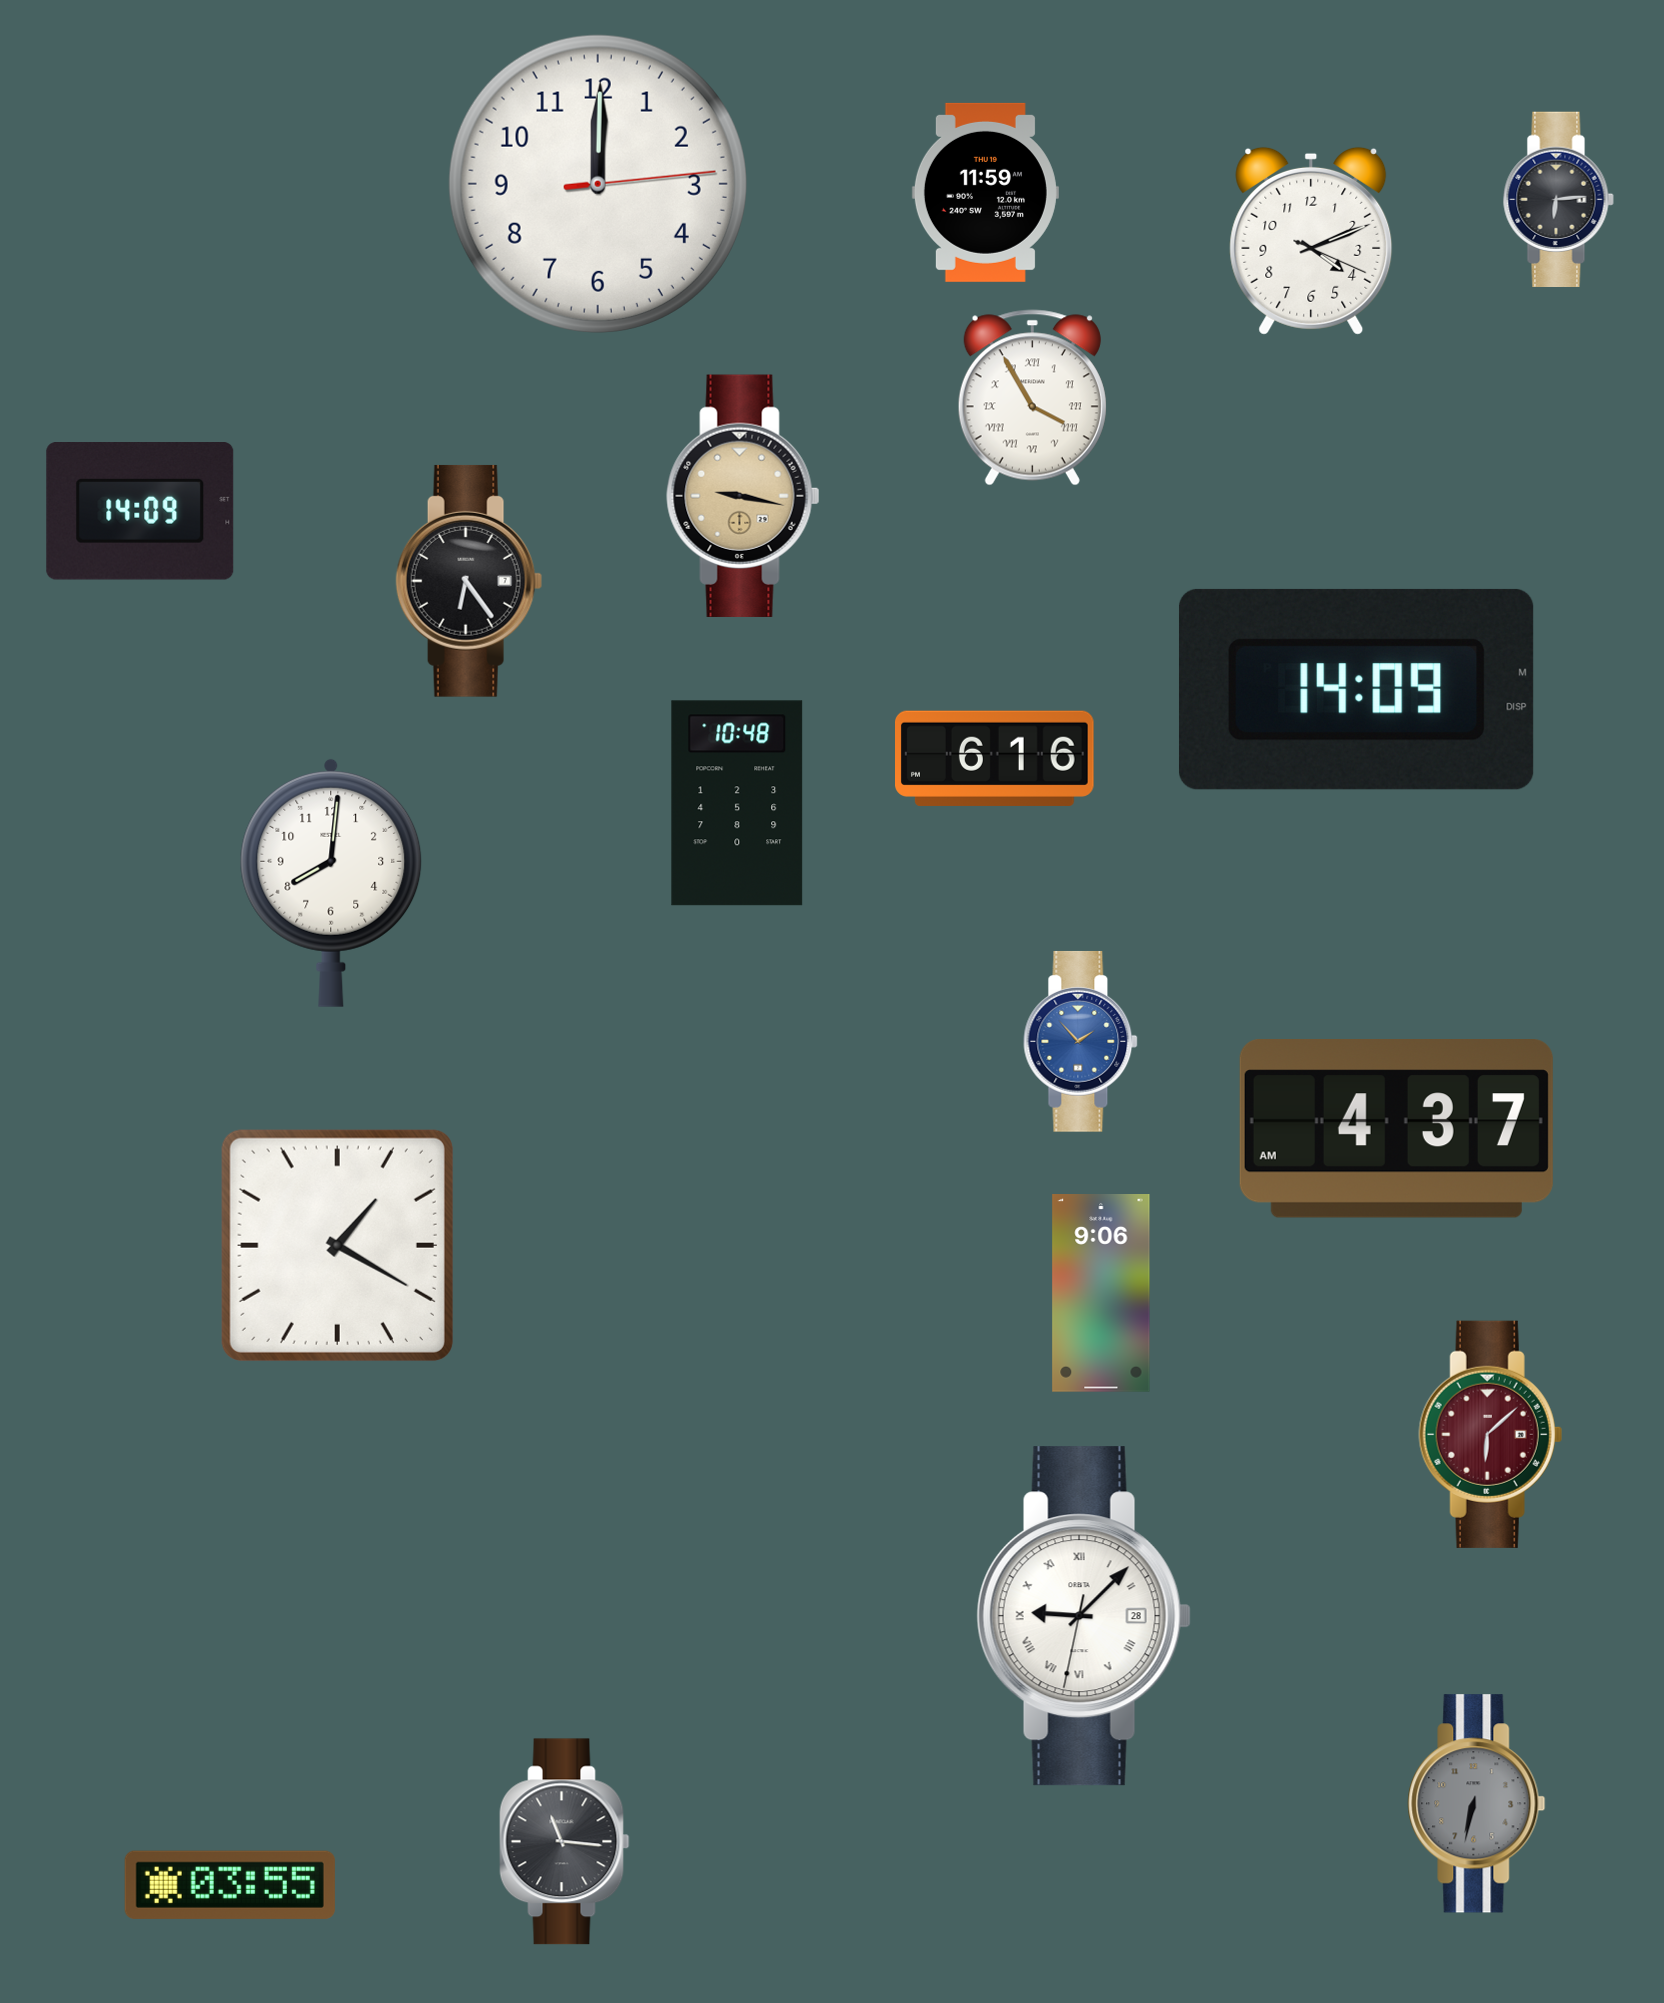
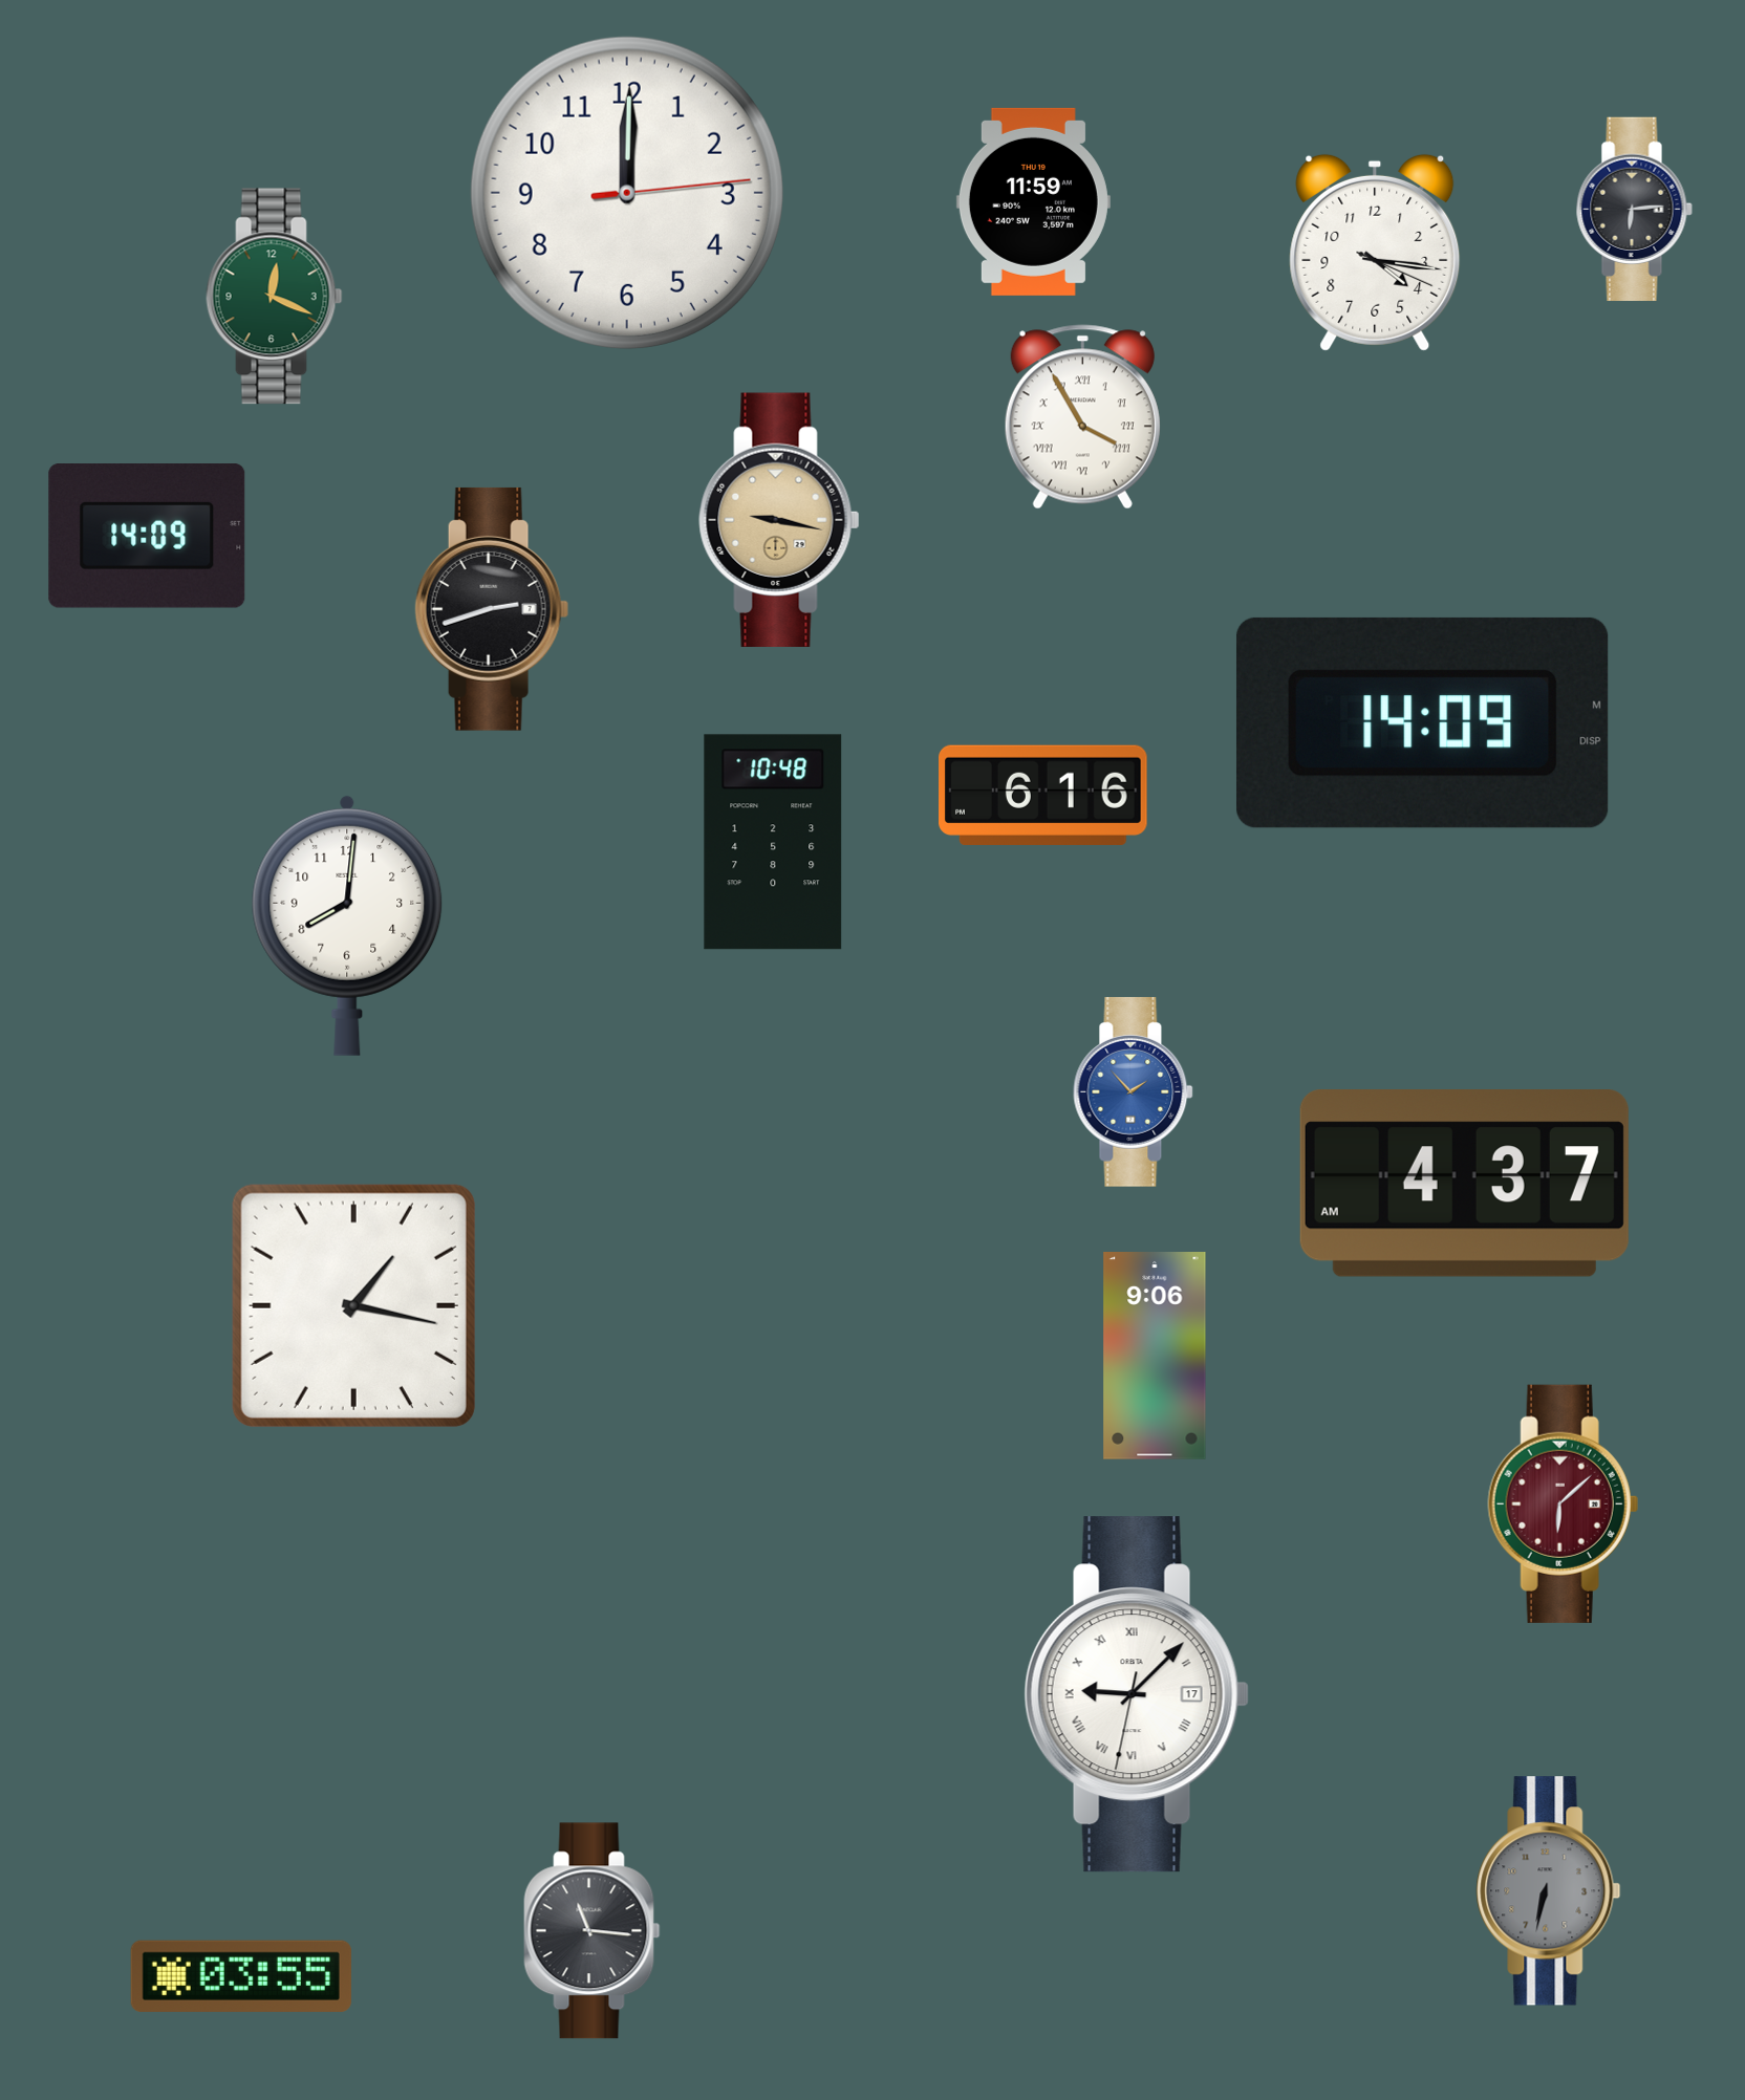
clock at (1311, 241): 4:11 -> 4:16
clock at (275, 297): none -> 12:19
clock at (469, 581): 6:24 -> 2:42
clock at (337, 1245): 1:20 -> 1:17
clock at (1084, 1616) date: 28 -> 17
